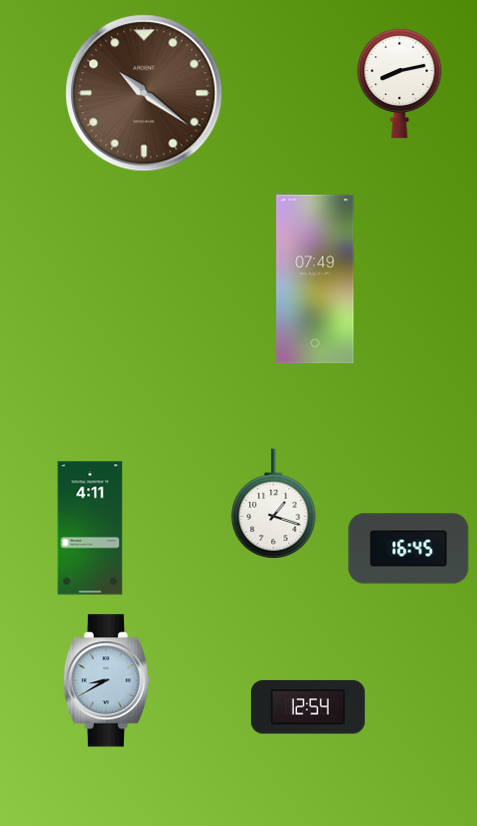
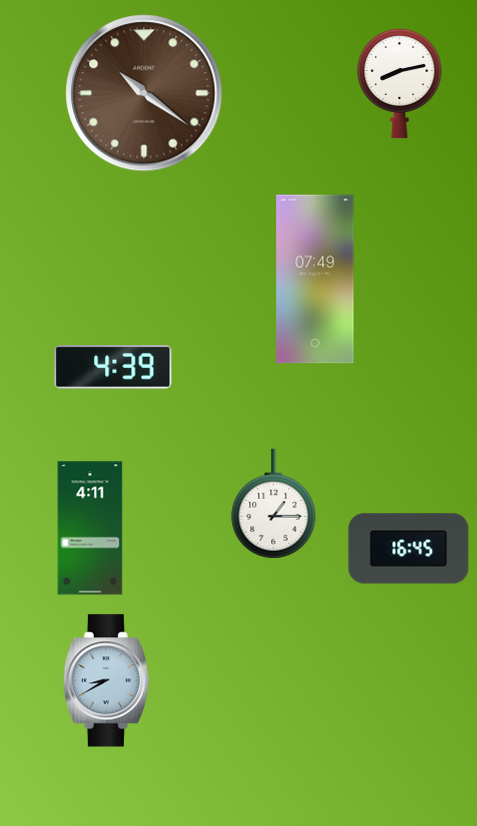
clock at (113, 368): none -> 4:39
clock at (274, 504): 1:18 -> 1:15
clock at (308, 707): 12:54 -> none
